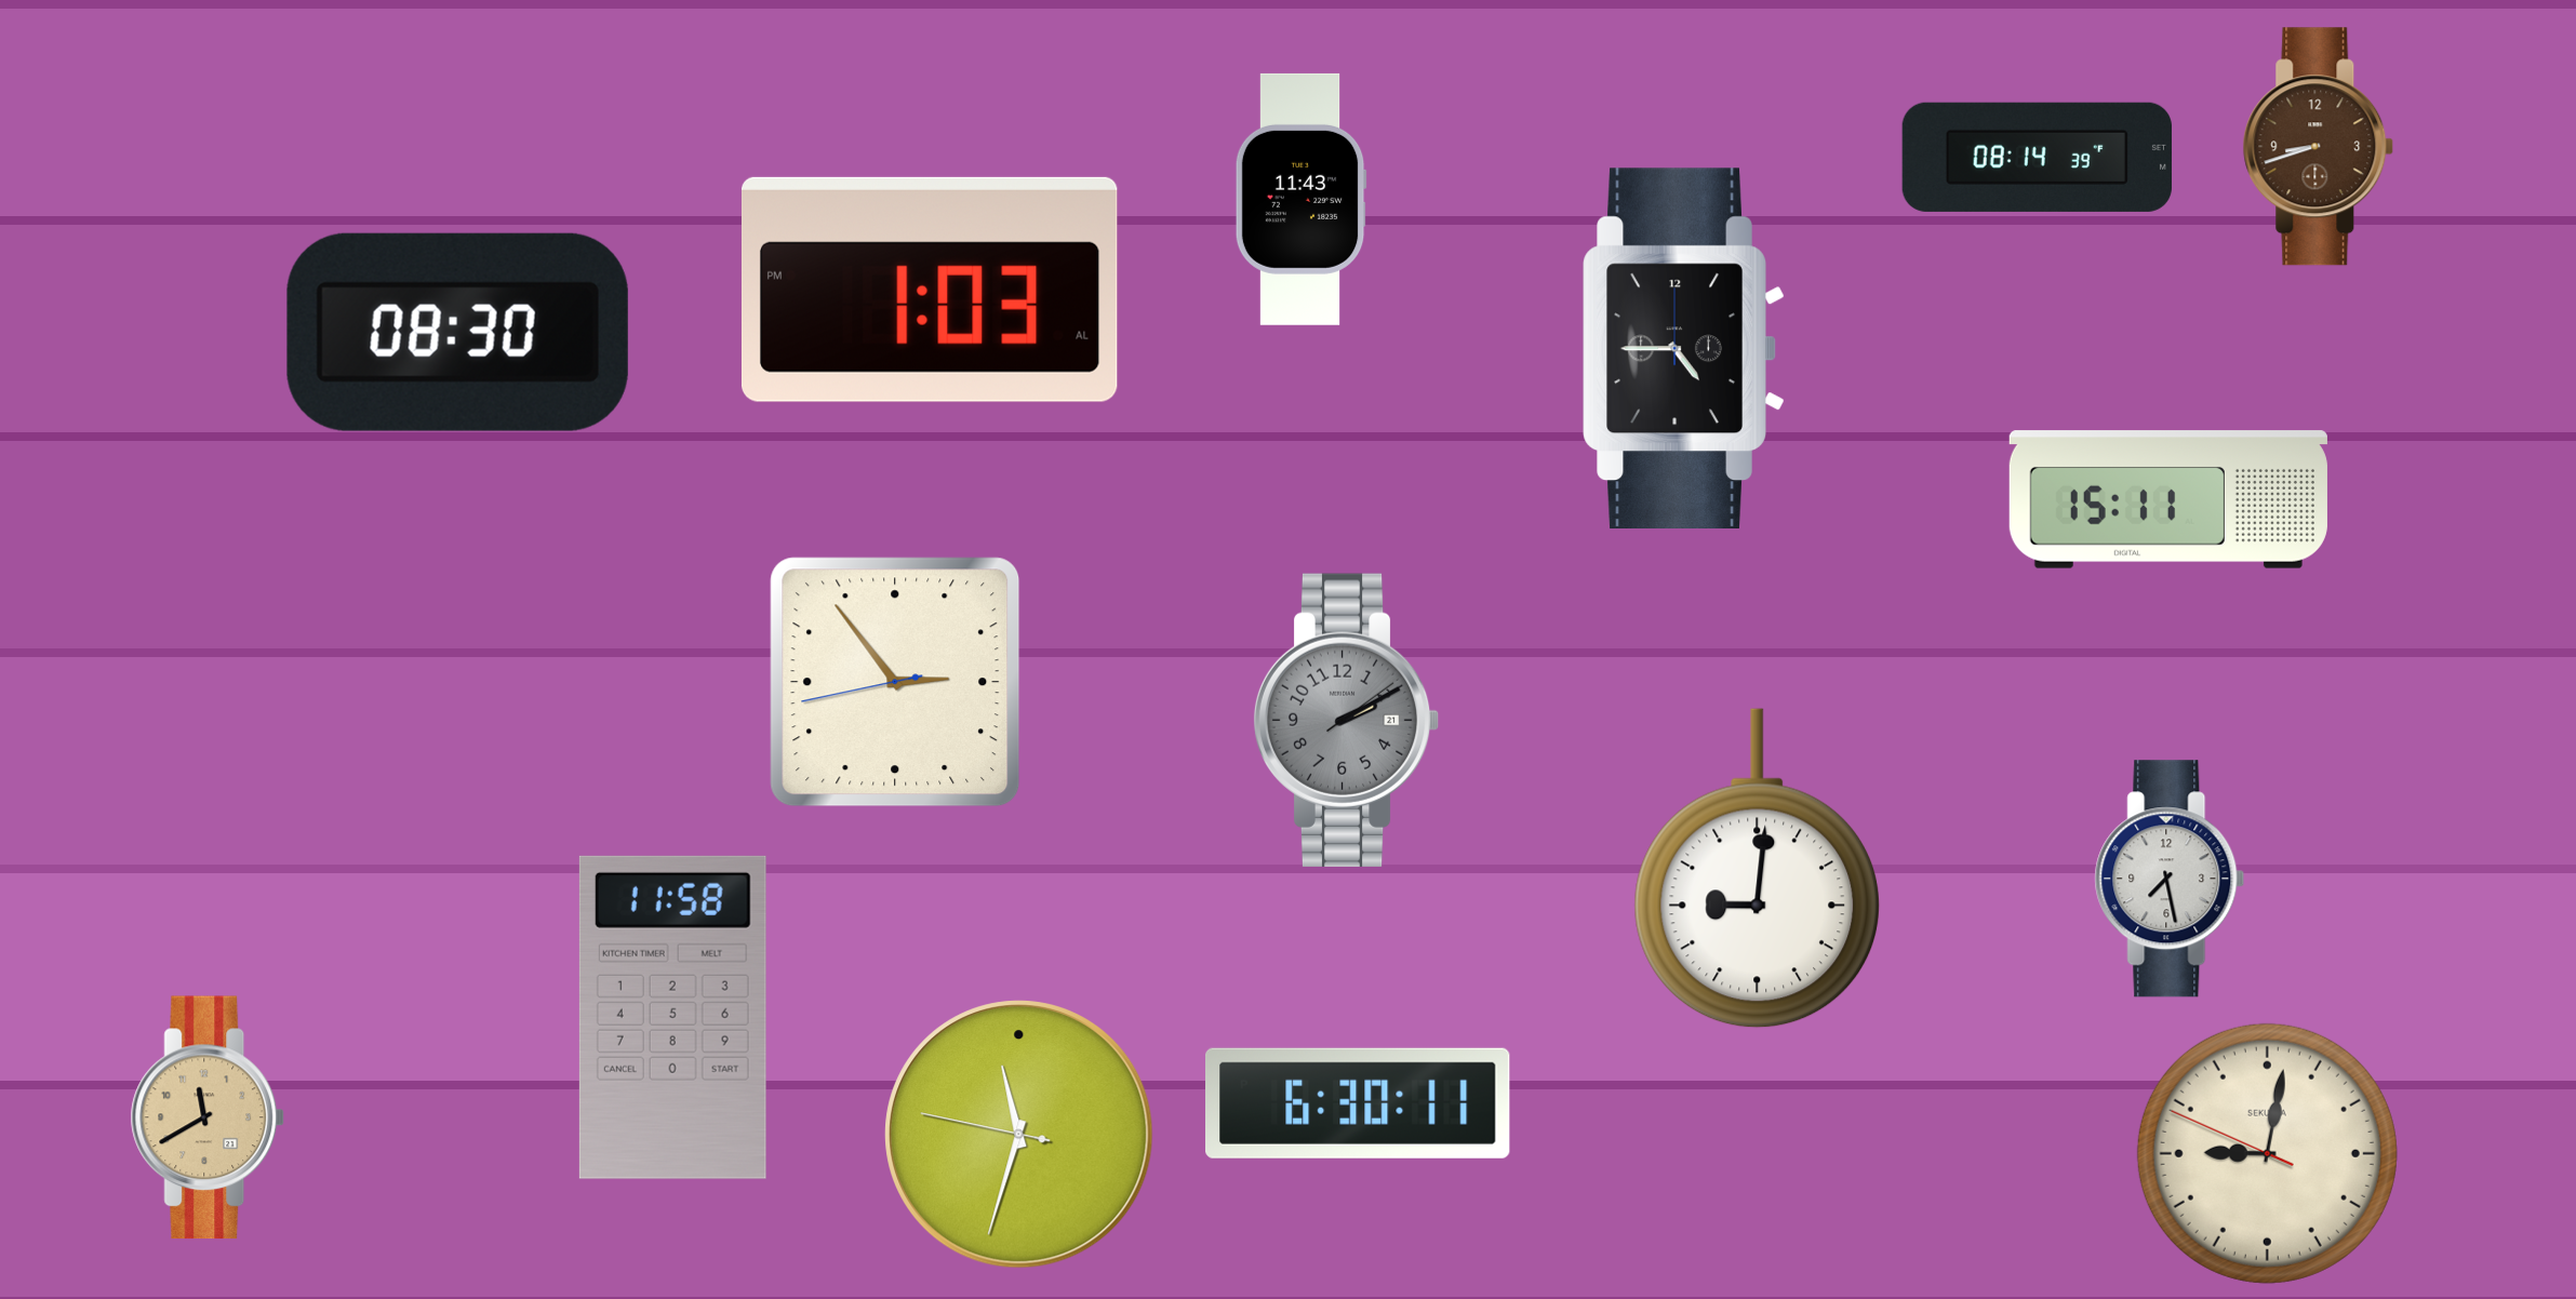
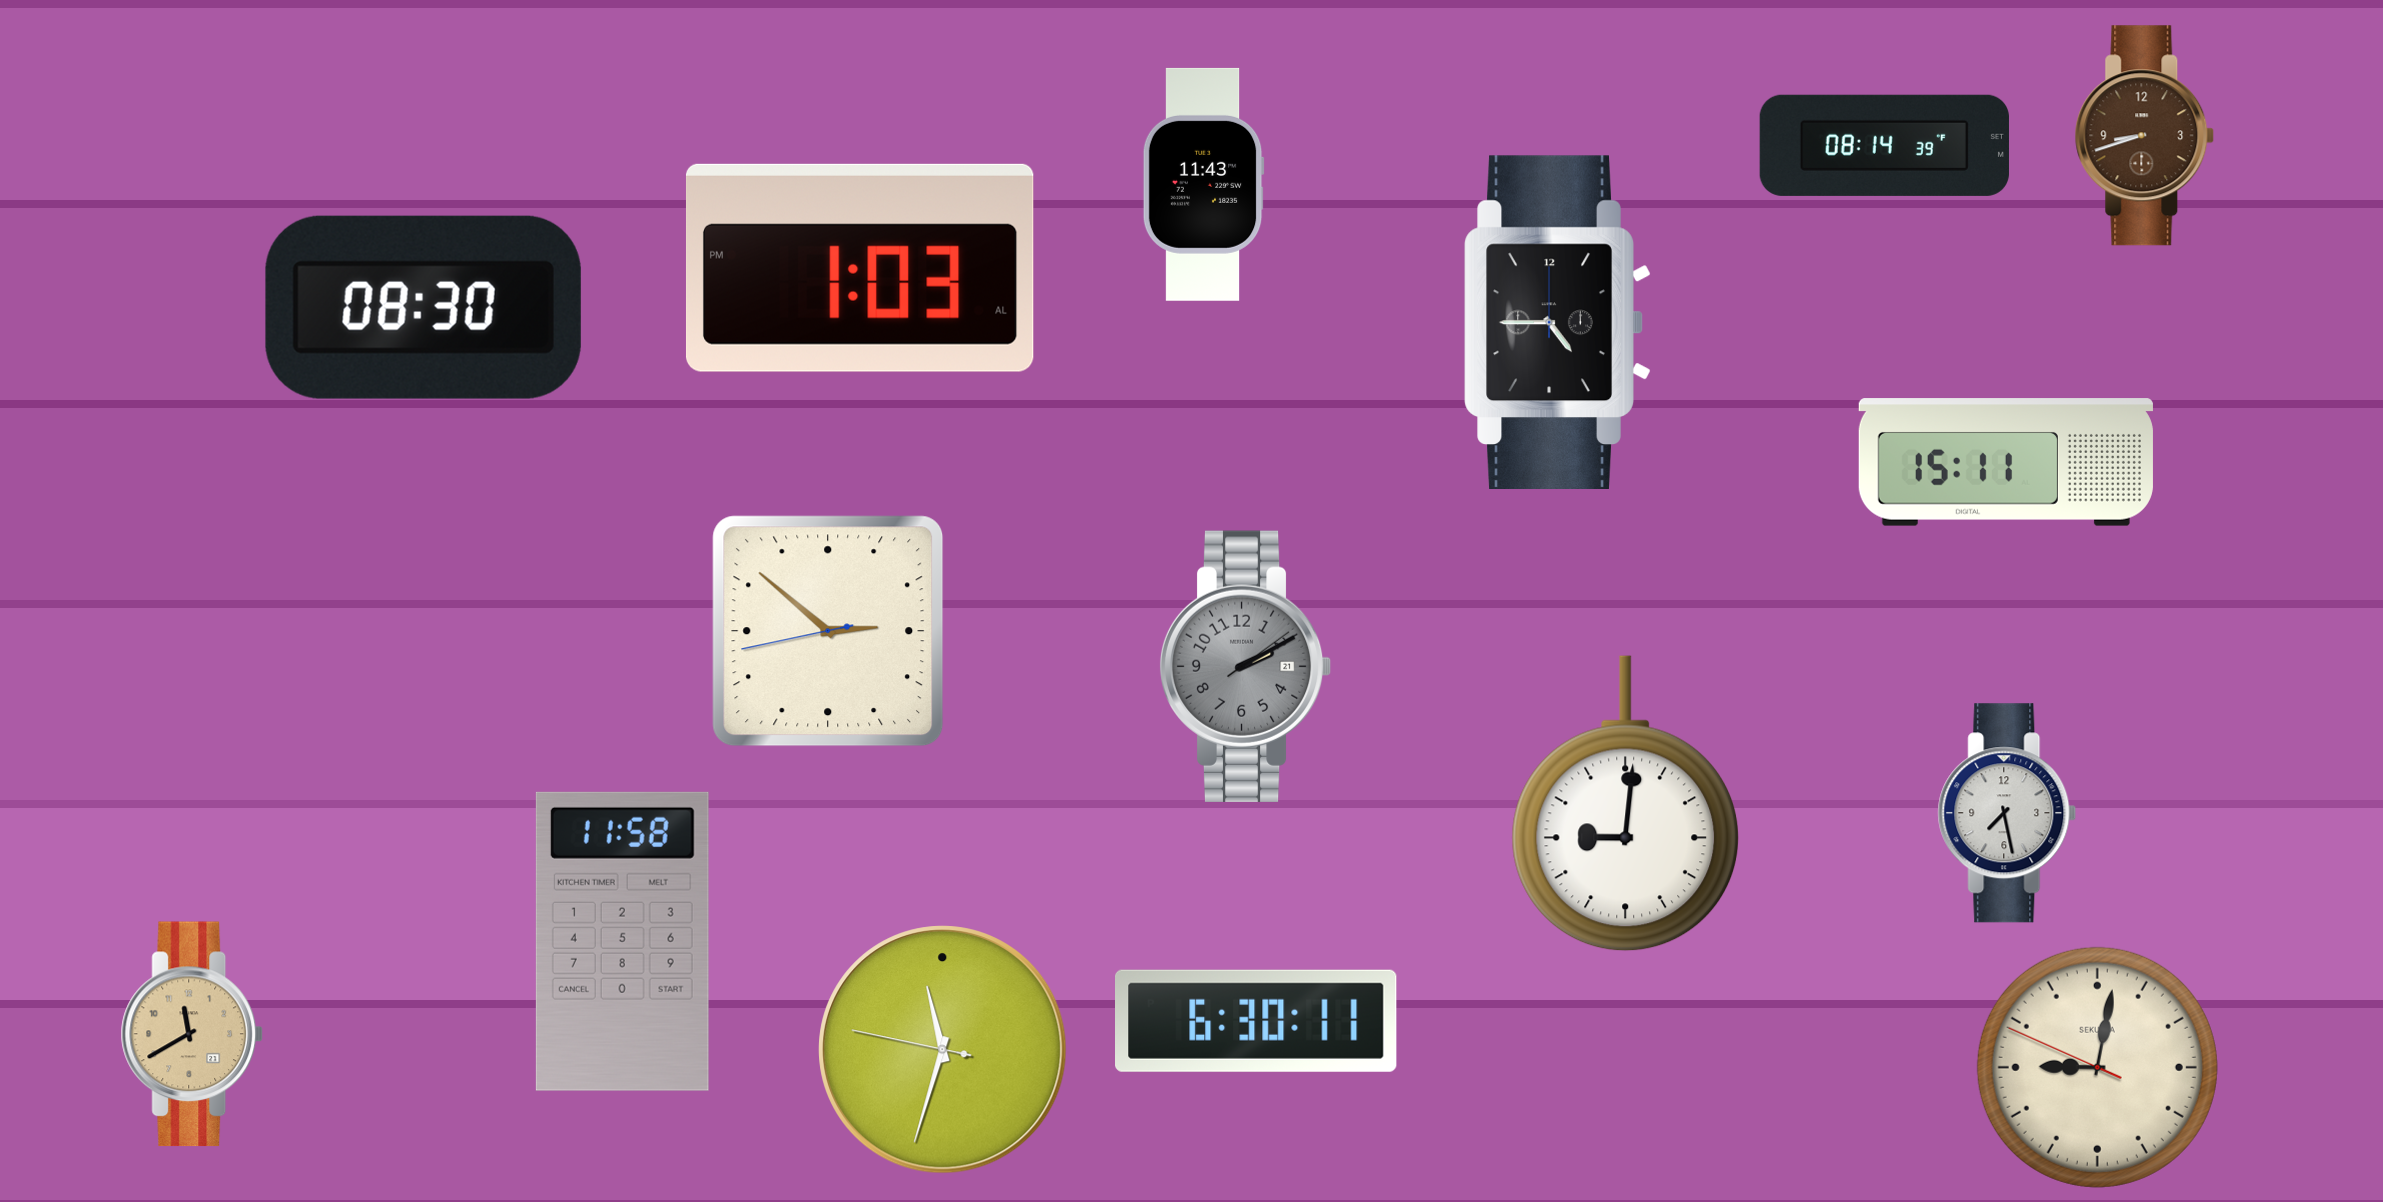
clock at (895, 682): 2:53 -> 2:51
